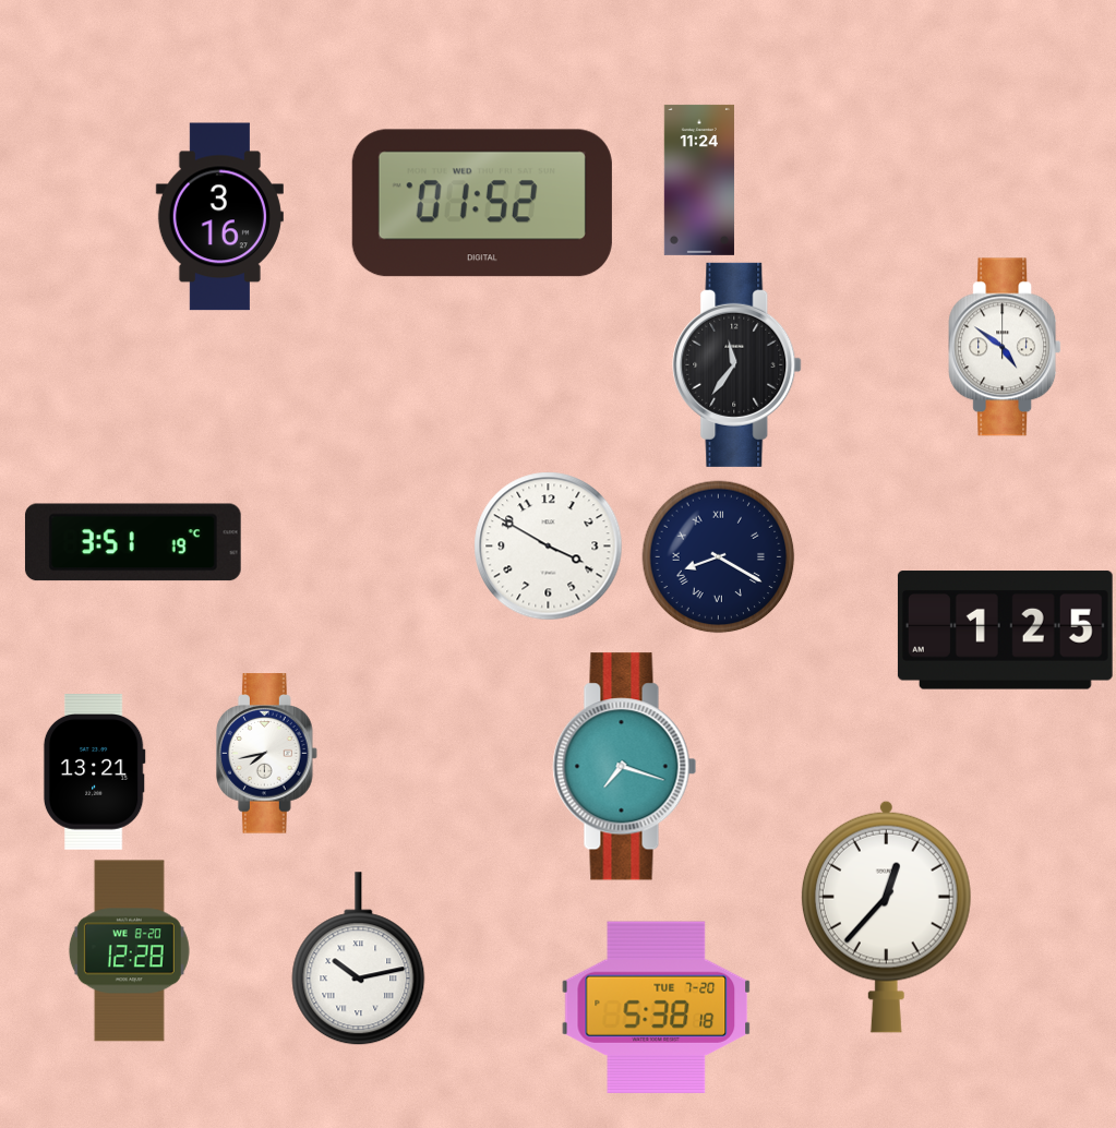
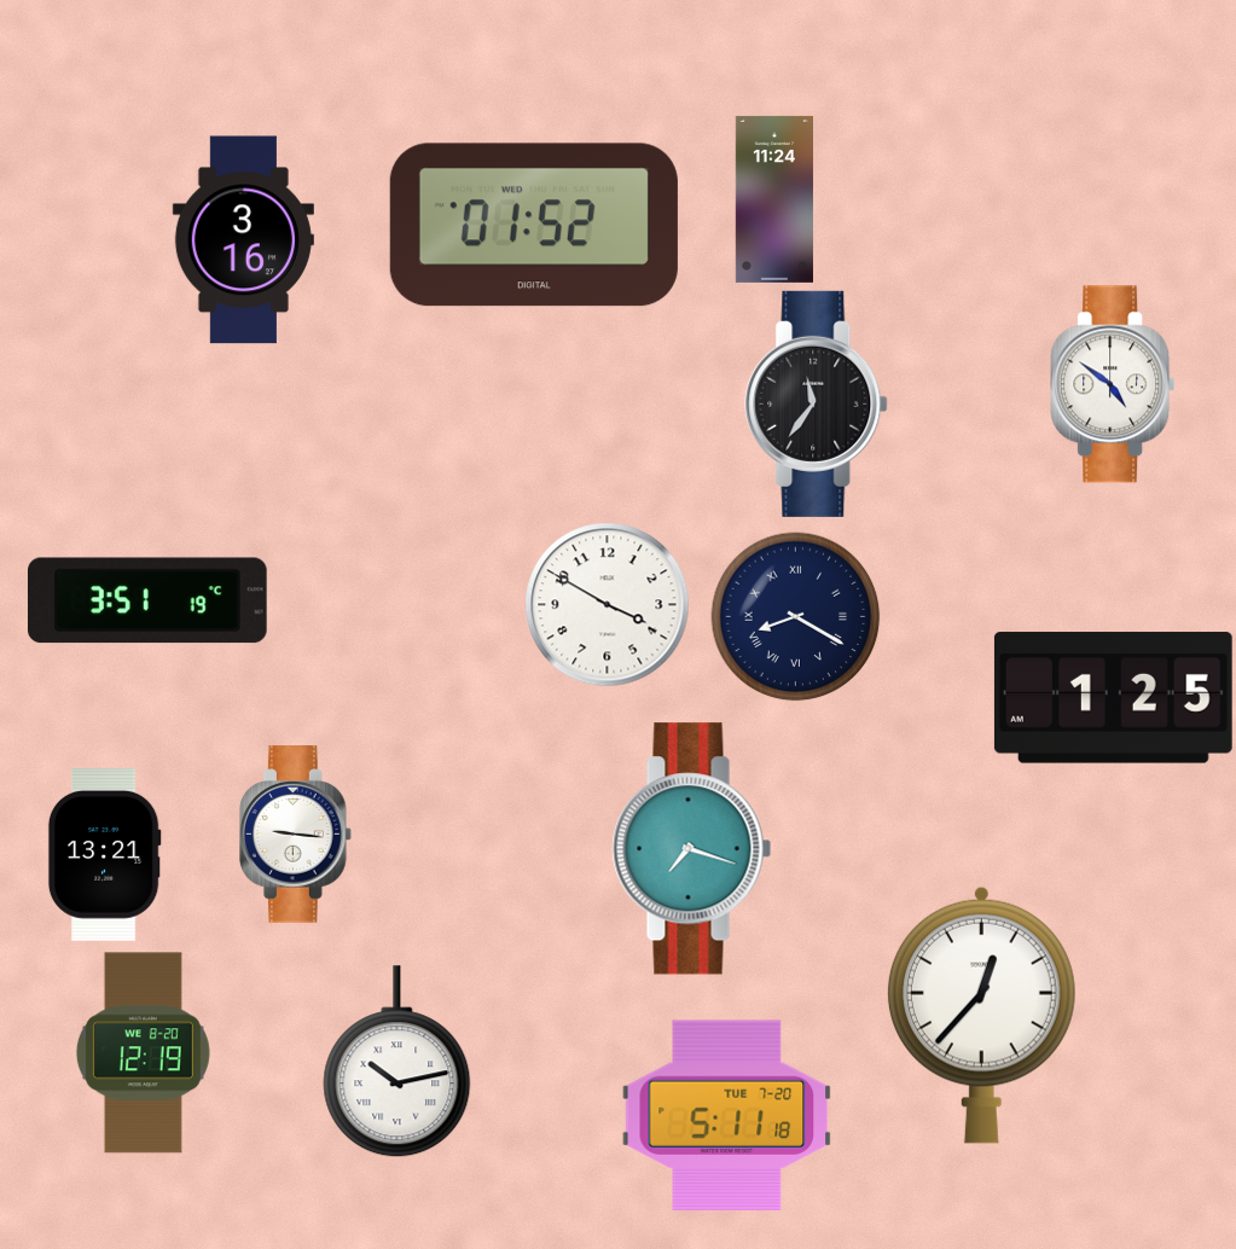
clock at (267, 754): 7:43 -> 9:16
clock at (129, 951): 12:28 -> 12:19
clock at (657, 1007): 5:38 -> 5:11
